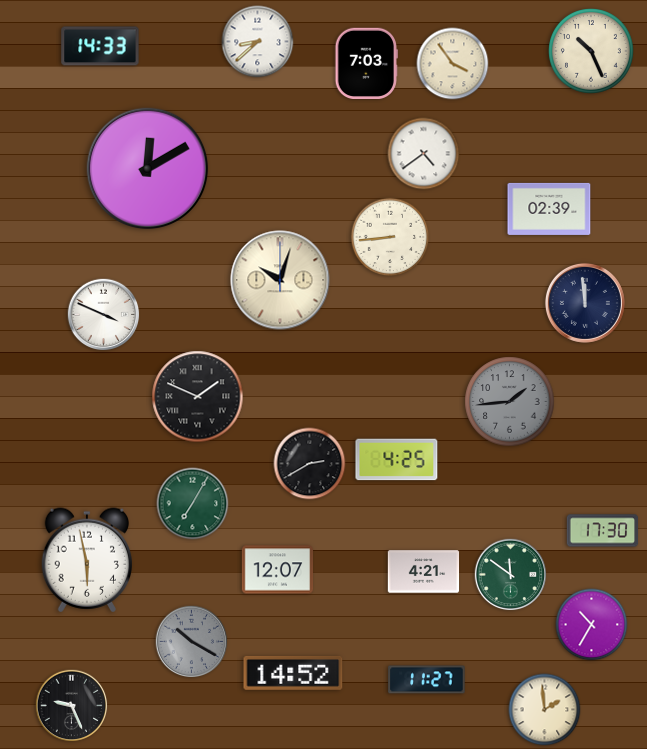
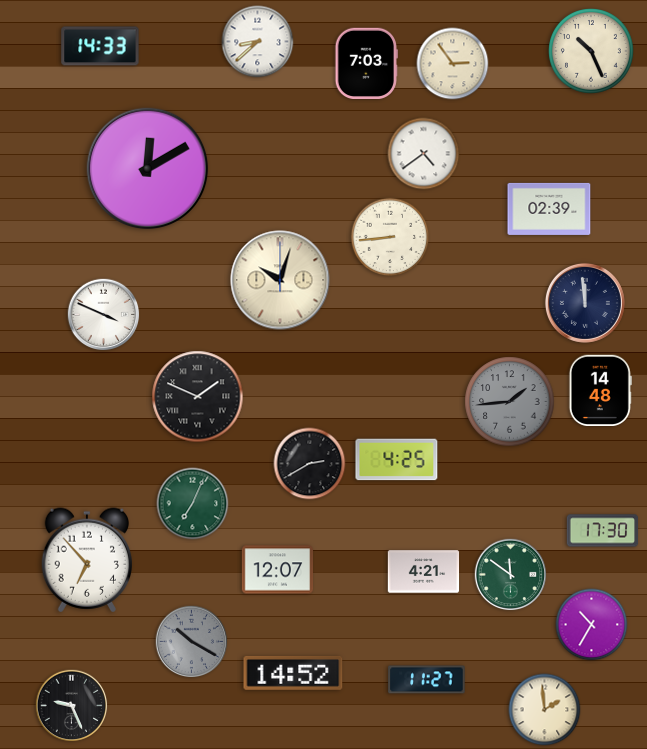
clock at (453, 64): 3:54 -> 2:54
clock at (600, 390): none -> 14:48
clock at (193, 504): 7:05 -> 7:04
clock at (86, 560): 5:58 -> 6:53
